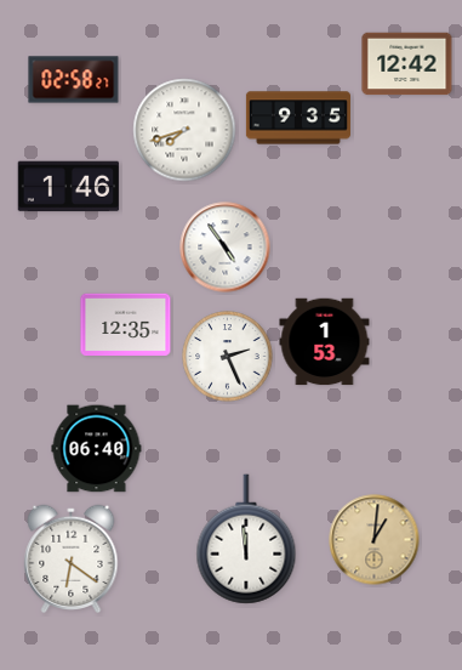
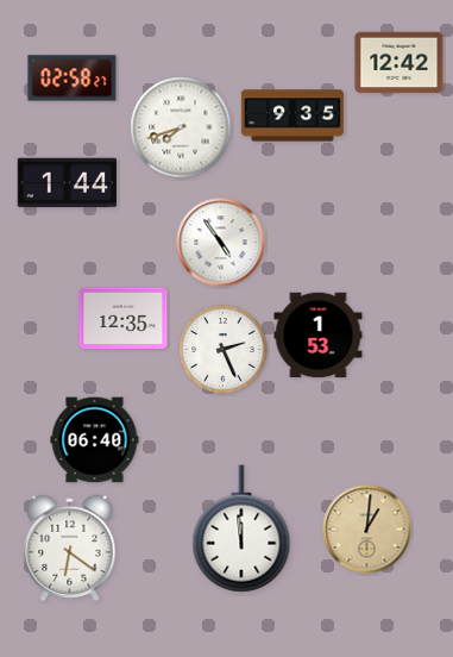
clock at (69, 187): 1:46 -> 1:44
